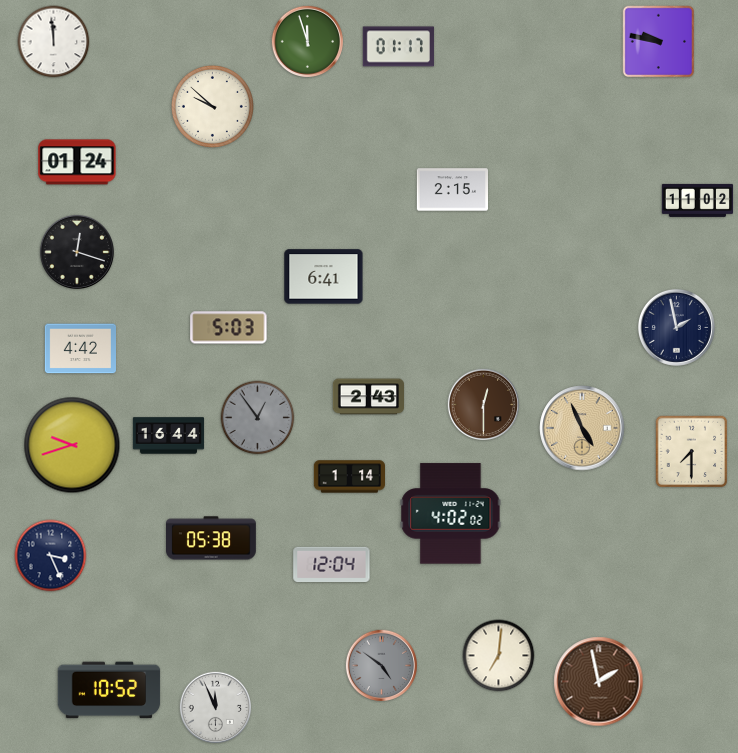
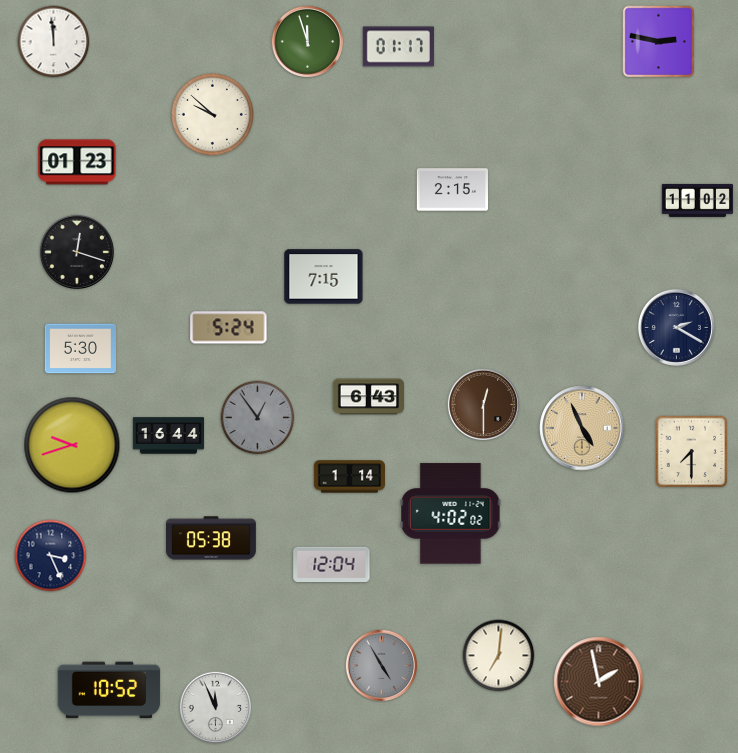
clock at (659, 42): 9:47 -> 2:47
clock at (212, 106) position: (212, 106) -> (212, 114)
clock at (77, 162): 01:24 -> 01:23
clock at (324, 277): 6:41 -> 7:15
clock at (676, 327): 1:58 -> 2:20
clock at (229, 328): 5:03 -> 5:24
clock at (80, 349): 4:42 -> 5:30
clock at (368, 397): 2:43 -> 6:43
clock at (381, 665): 4:51 -> 4:55
